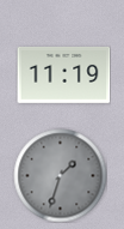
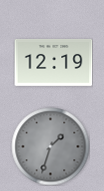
clock at (63, 74): 11:19 -> 12:19
